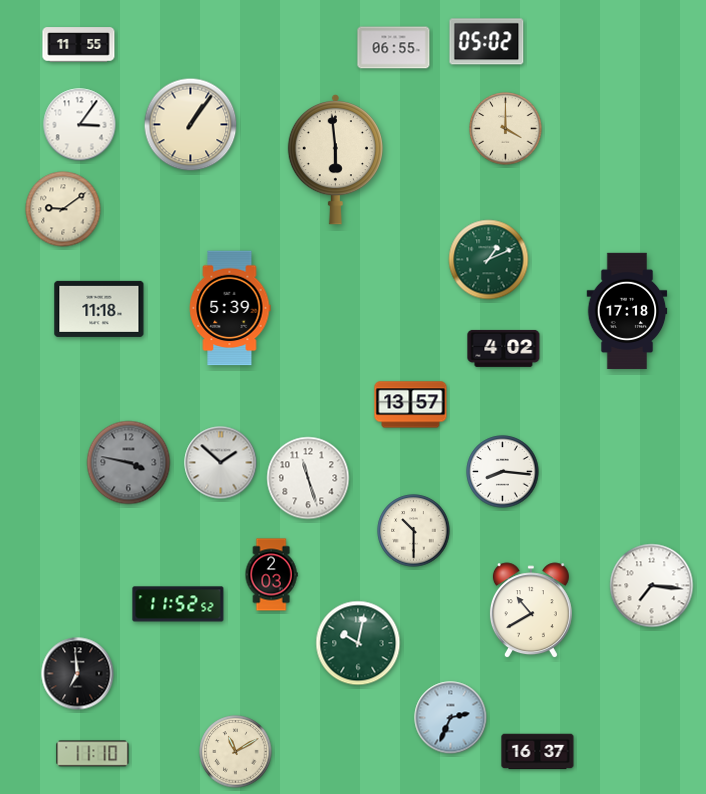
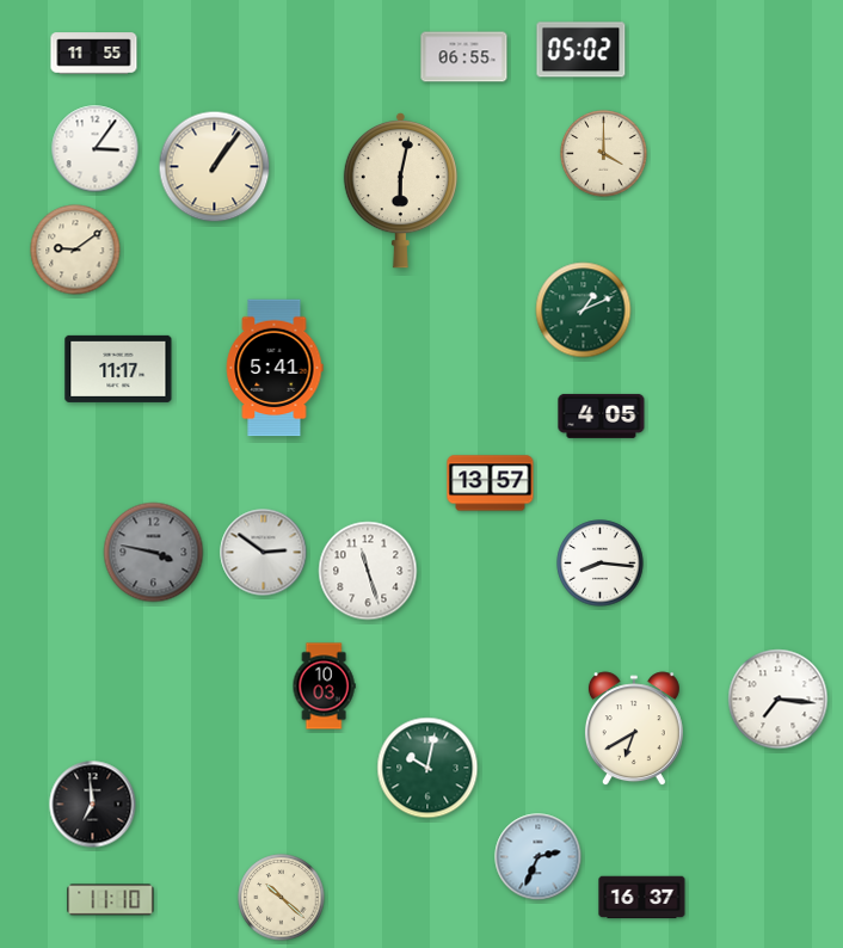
clock at (394, 48) position: (394, 48) -> (464, 57)
clock at (191, 125) position: (191, 125) -> (215, 167)
clock at (335, 159): 5:59 -> 6:02
clock at (230, 308): 5:39 -> 5:41
clock at (99, 309): 11:18 -> 11:17
clock at (627, 311): 17:18 -> none
clock at (504, 348): 4:02 -> 4:05
clock at (221, 463): 1:52 -> 2:51
clock at (414, 531): 10:30 -> none
clock at (271, 575): 2:03 -> 10:03
clock at (178, 604): 11:52 -> none
clock at (531, 611): 10:40 -> 6:40
clock at (236, 752): 11:10 -> 10:22
